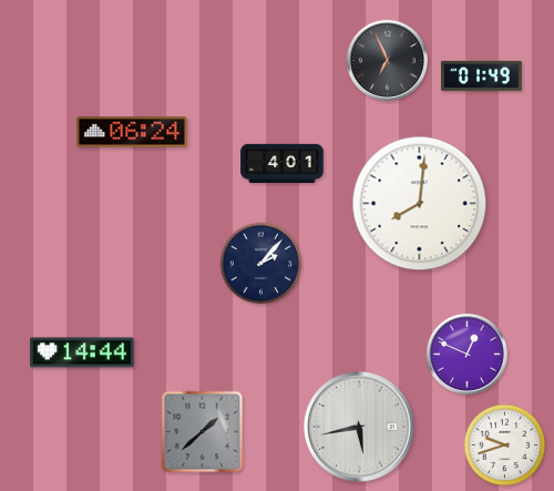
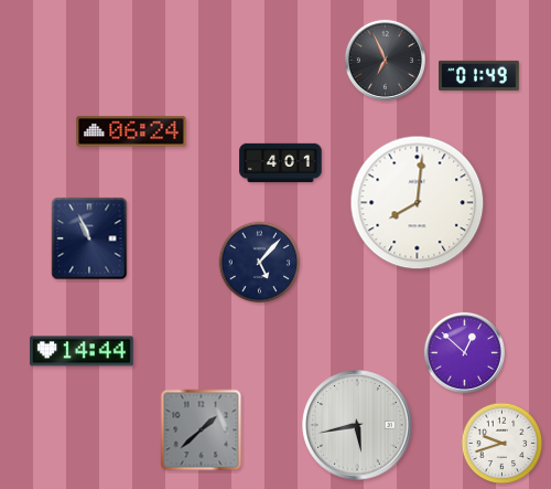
clock at (89, 238): none -> 10:56
clock at (261, 264): 2:07 -> 5:07
clock at (466, 354): 12:49 -> 12:52
